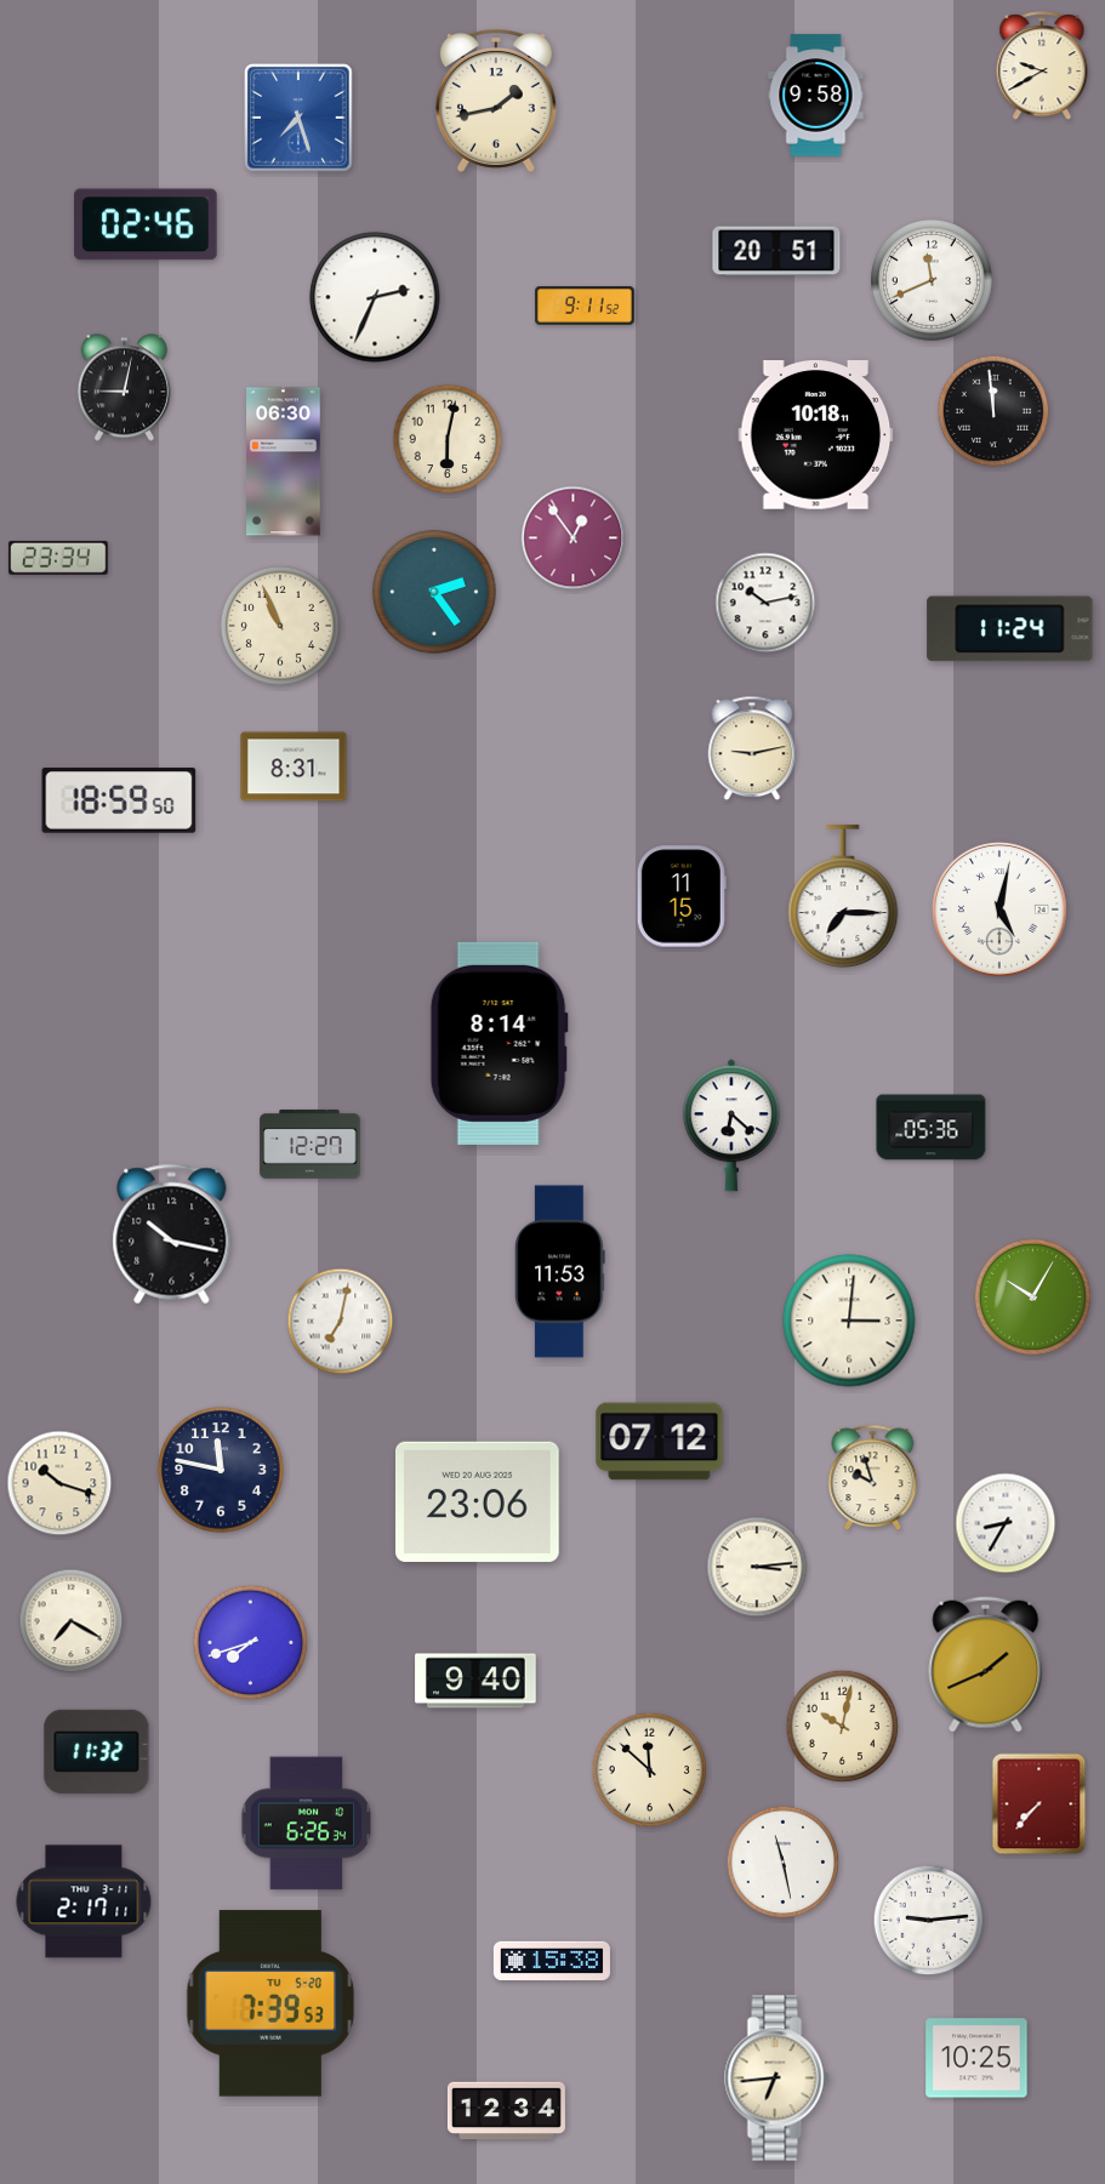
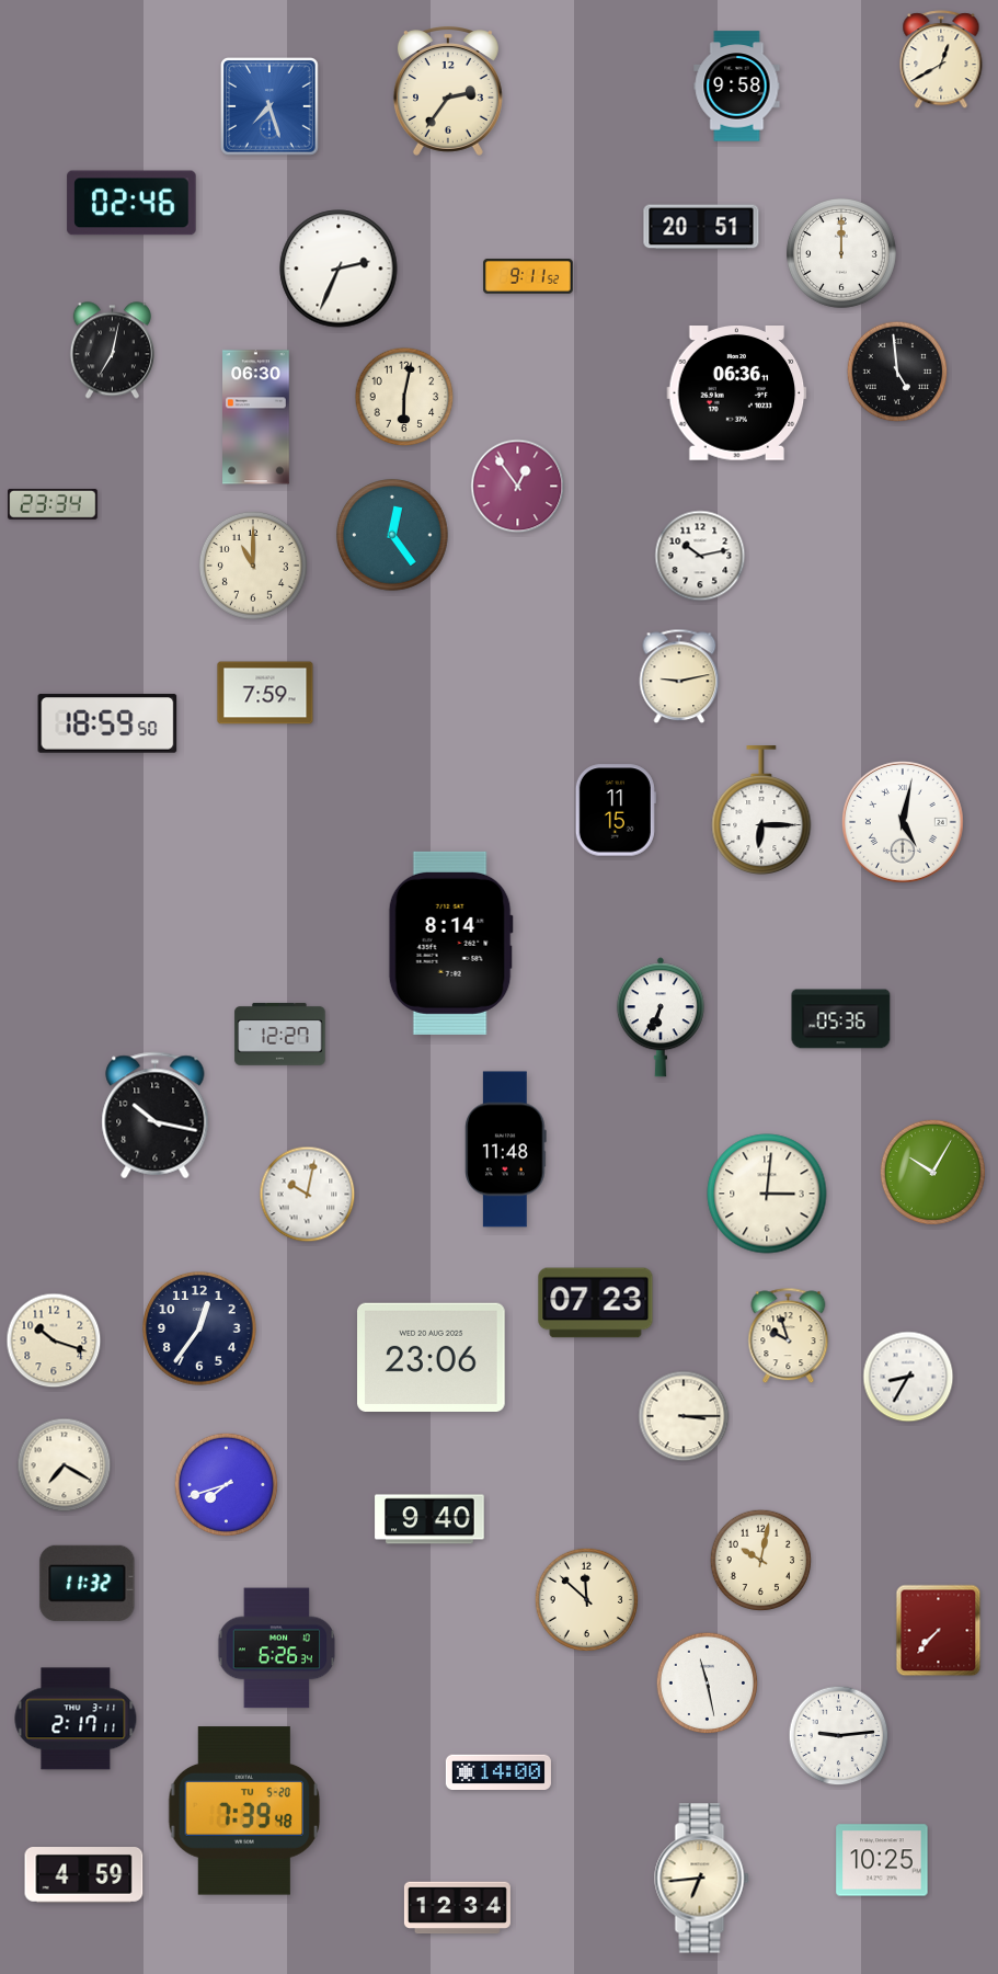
clock at (1042, 67): 9:40 -> 12:40
clock at (496, 102): 1:43 -> 2:36
clock at (932, 280): 11:41 -> 12:00
clock at (124, 388): 9:02 -> 7:02
clock at (993, 411): 11:59 -> 4:59
clock at (816, 435): 10:18 -> 06:36
clock at (435, 593): 2:24 -> 12:24
clock at (765, 603) position: (765, 603) -> (700, 556)
clock at (280, 626): 10:56 -> 11:00
clock at (1010, 629): 11:24 -> none
clock at (294, 766): 8:31 -> 7:59
clock at (843, 896): 7:15 -> 6:15
clock at (731, 1125): 6:22 -> 6:34
clock at (560, 1272): 11:53 -> 11:48
clock at (341, 1322): 7:02 -> 10:02
clock at (660, 1442): 07:12 -> 07:23
clock at (221, 1470): 11:47 -> 12:36
clock at (757, 1567): 3:14 -> 3:15
clock at (986, 1665): 1:41 -> none
clock at (552, 1961): 15:38 -> 14:00
clock at (270, 2003): 7:39:53 -> 7:39:48
clock at (84, 1875): none -> 4:59
